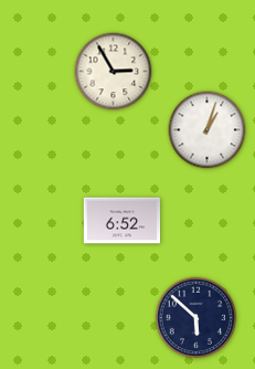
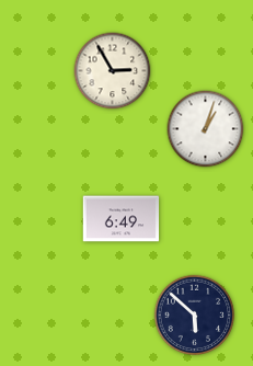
clock at (123, 221): 6:52 -> 6:49
